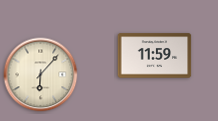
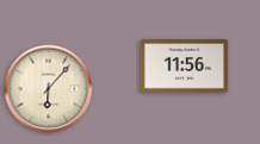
clock at (155, 56): 11:59 -> 11:56
